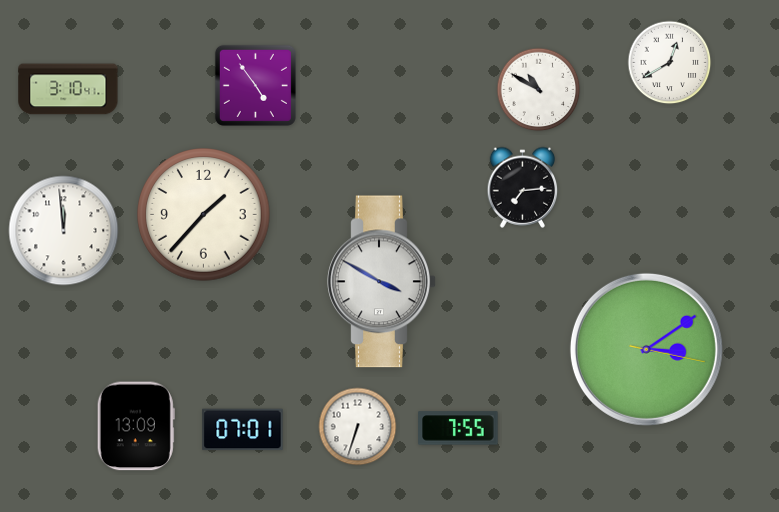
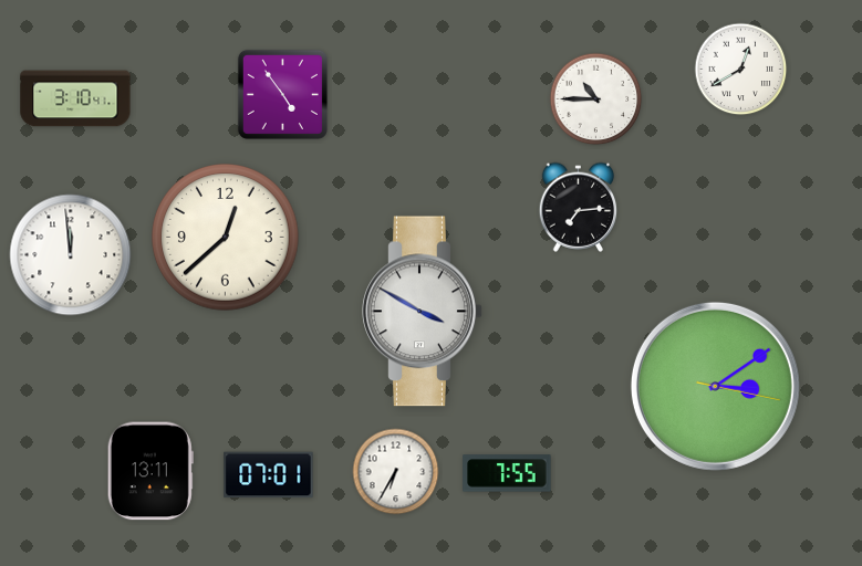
clock at (539, 90): 10:50 -> 10:45
clock at (204, 215): 1:37 -> 12:38
clock at (136, 426): 13:09 -> 13:11
clock at (358, 427): 6:33 -> 6:35
